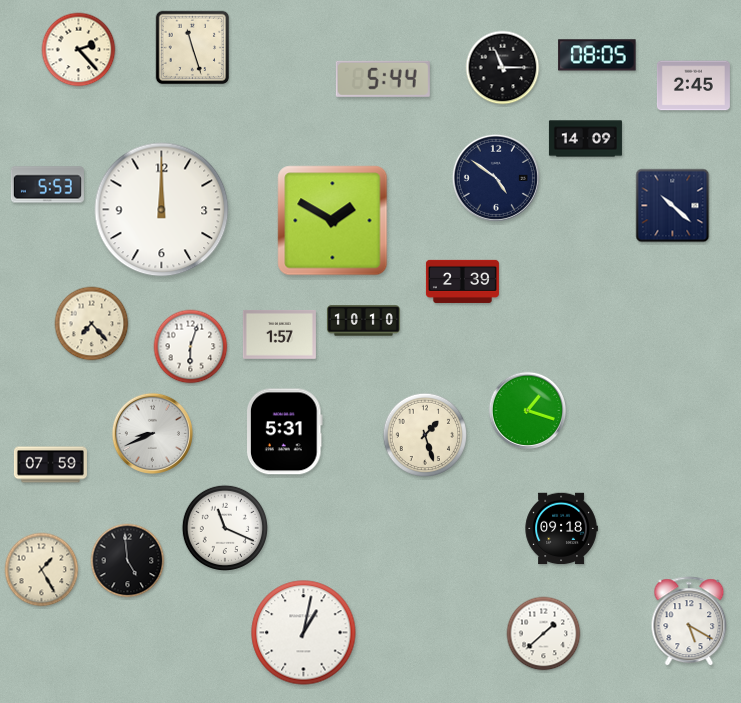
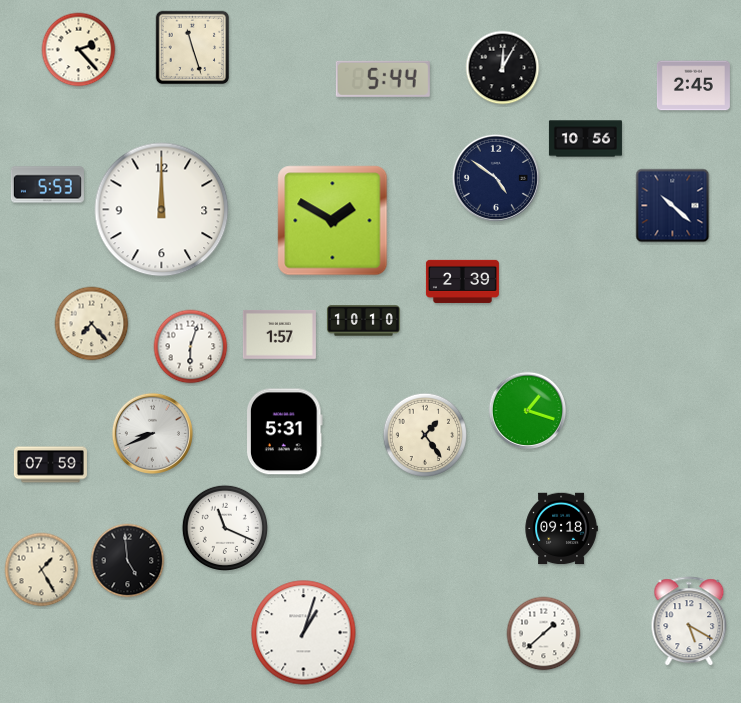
clock at (597, 55): 08:05 -> none
clock at (503, 68): 11:15 -> 12:05
clock at (585, 139): 14:09 -> 10:56
clock at (424, 434): 1:27 -> 1:24
clock at (304, 633): 1:02 -> 1:03
